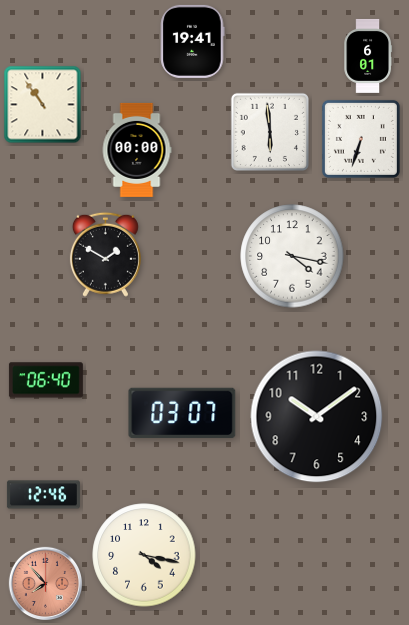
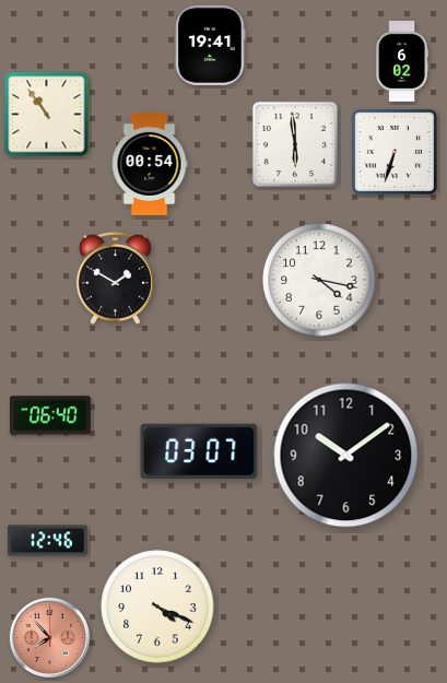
clock at (368, 56): 6:01 -> 6:02
clock at (137, 150): 00:00 -> 00:54
clock at (144, 555): 4:17 -> 4:19
